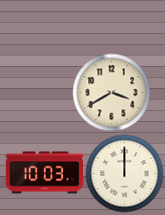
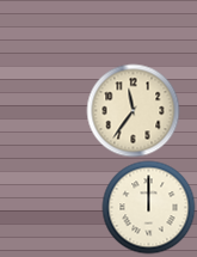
clock at (111, 92): 3:40 -> 11:36
clock at (44, 173): 10:03 -> none
